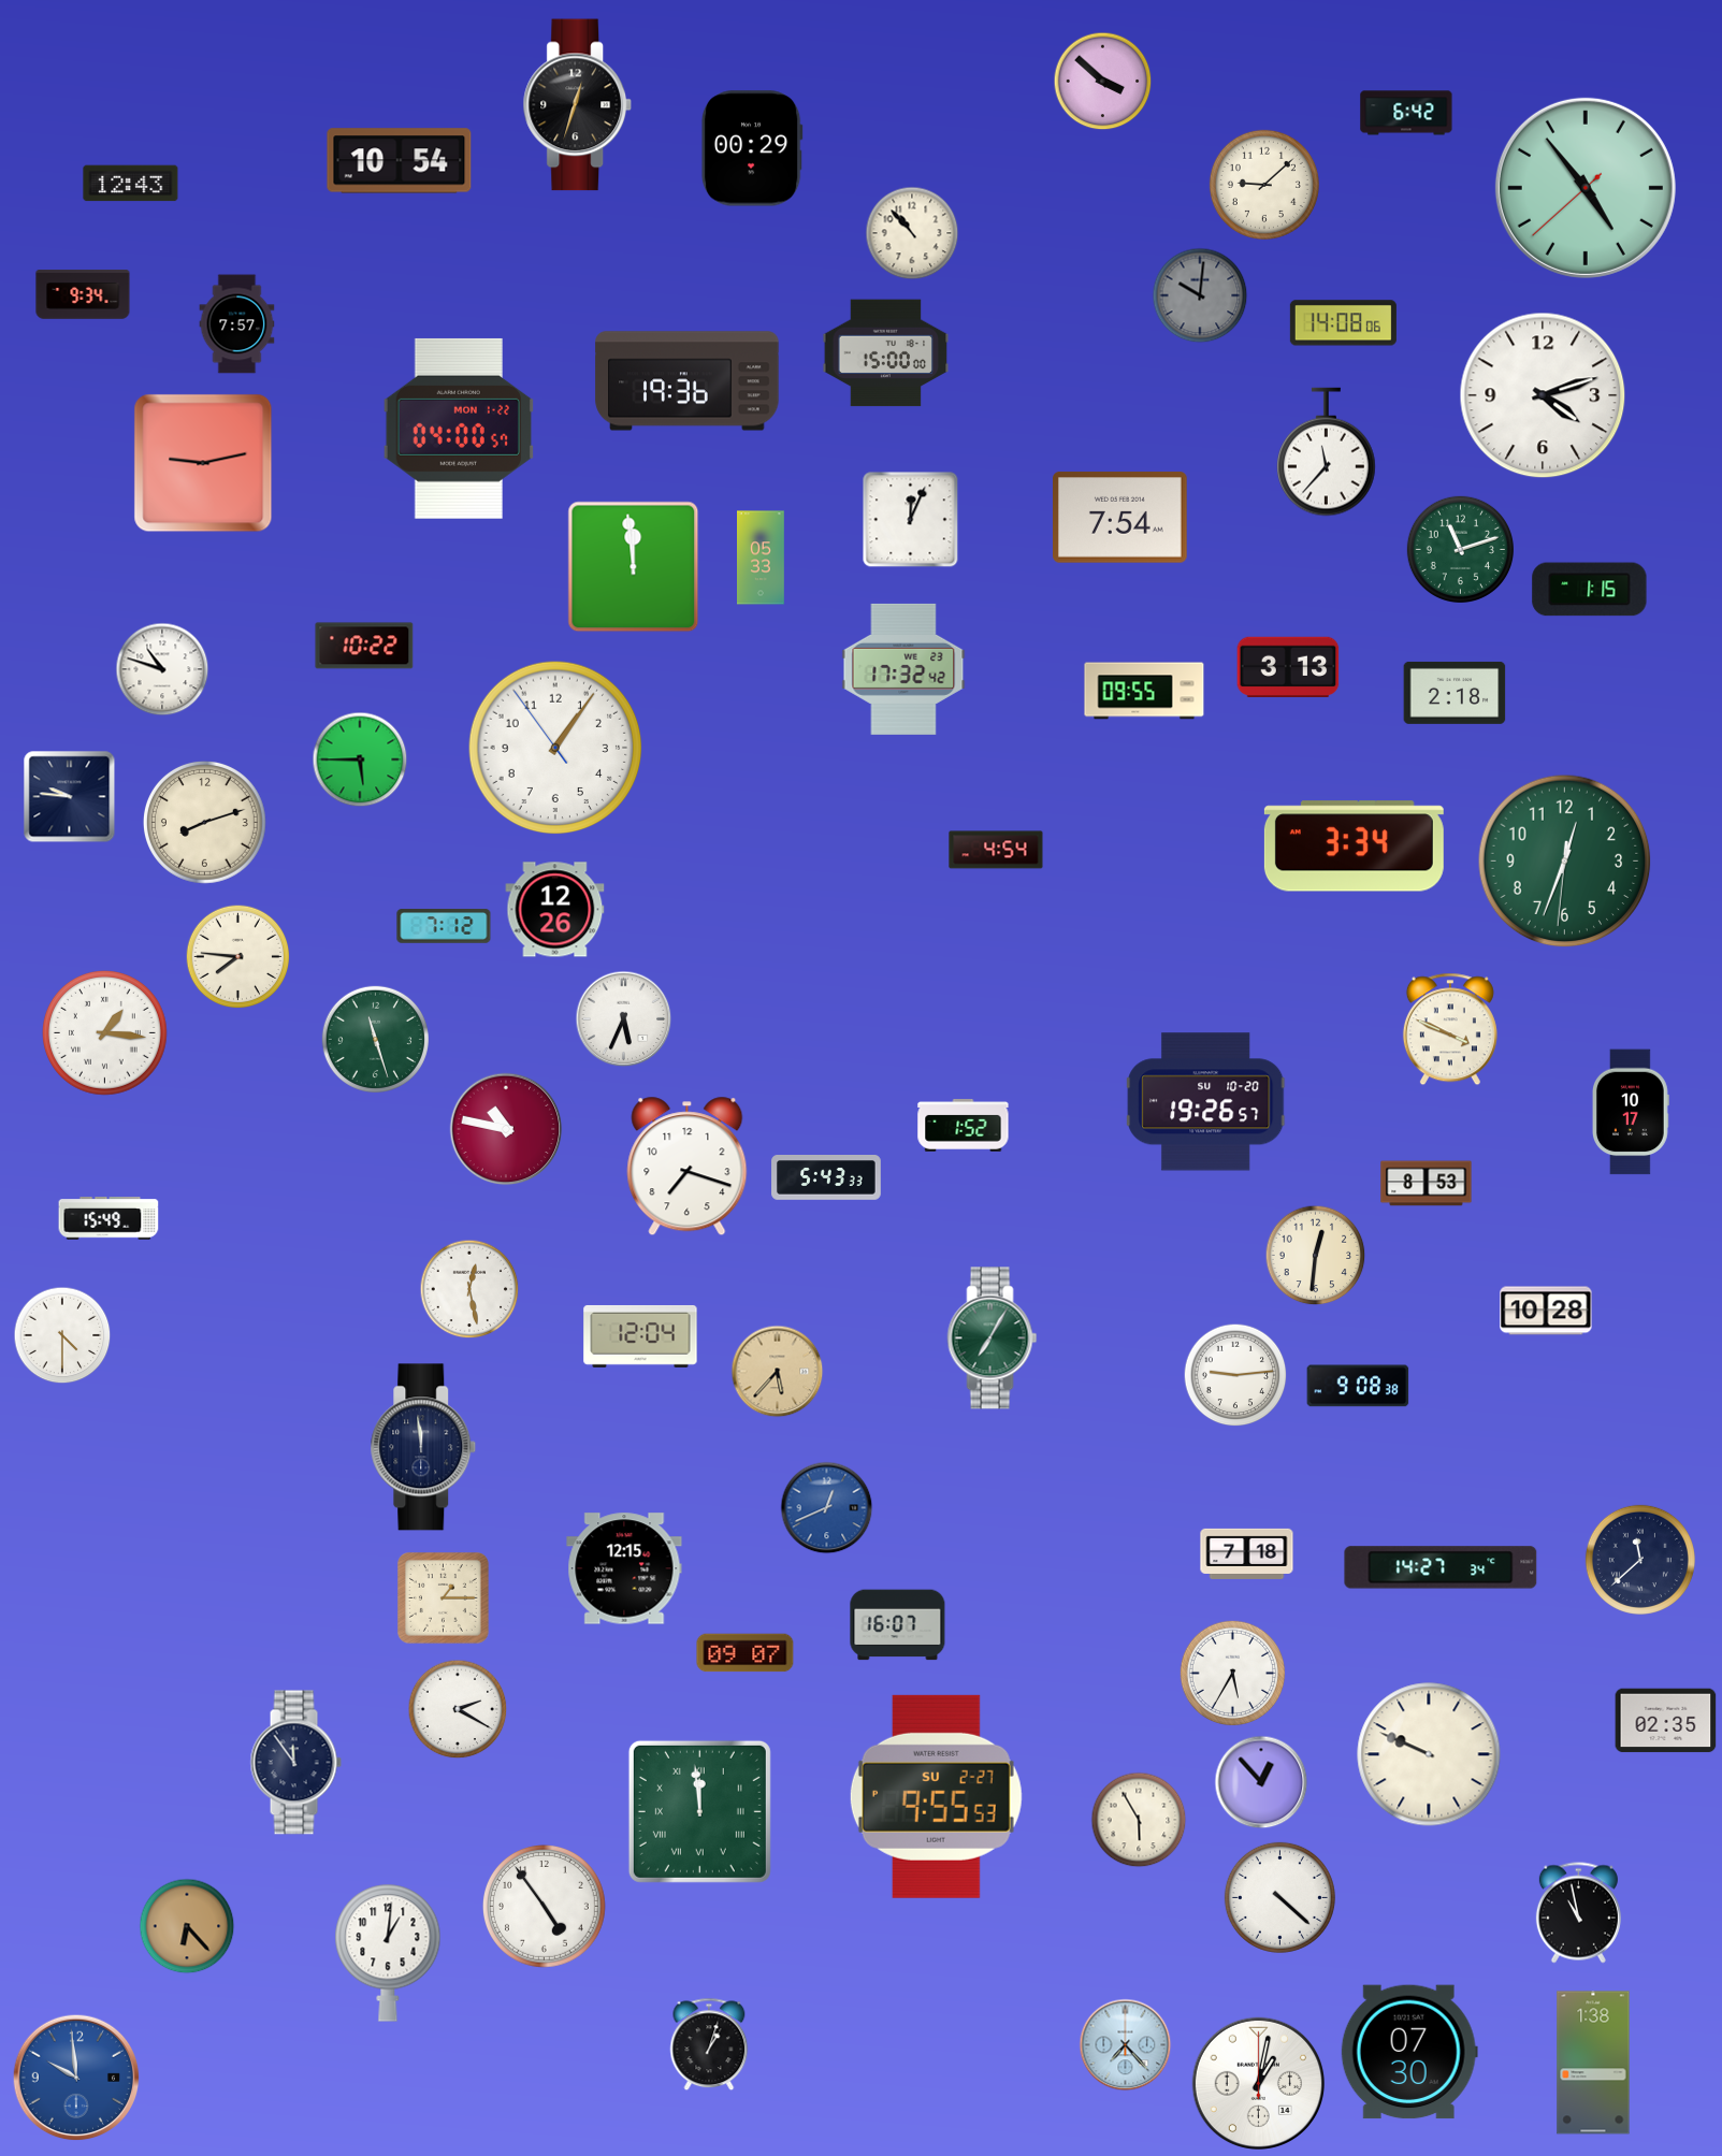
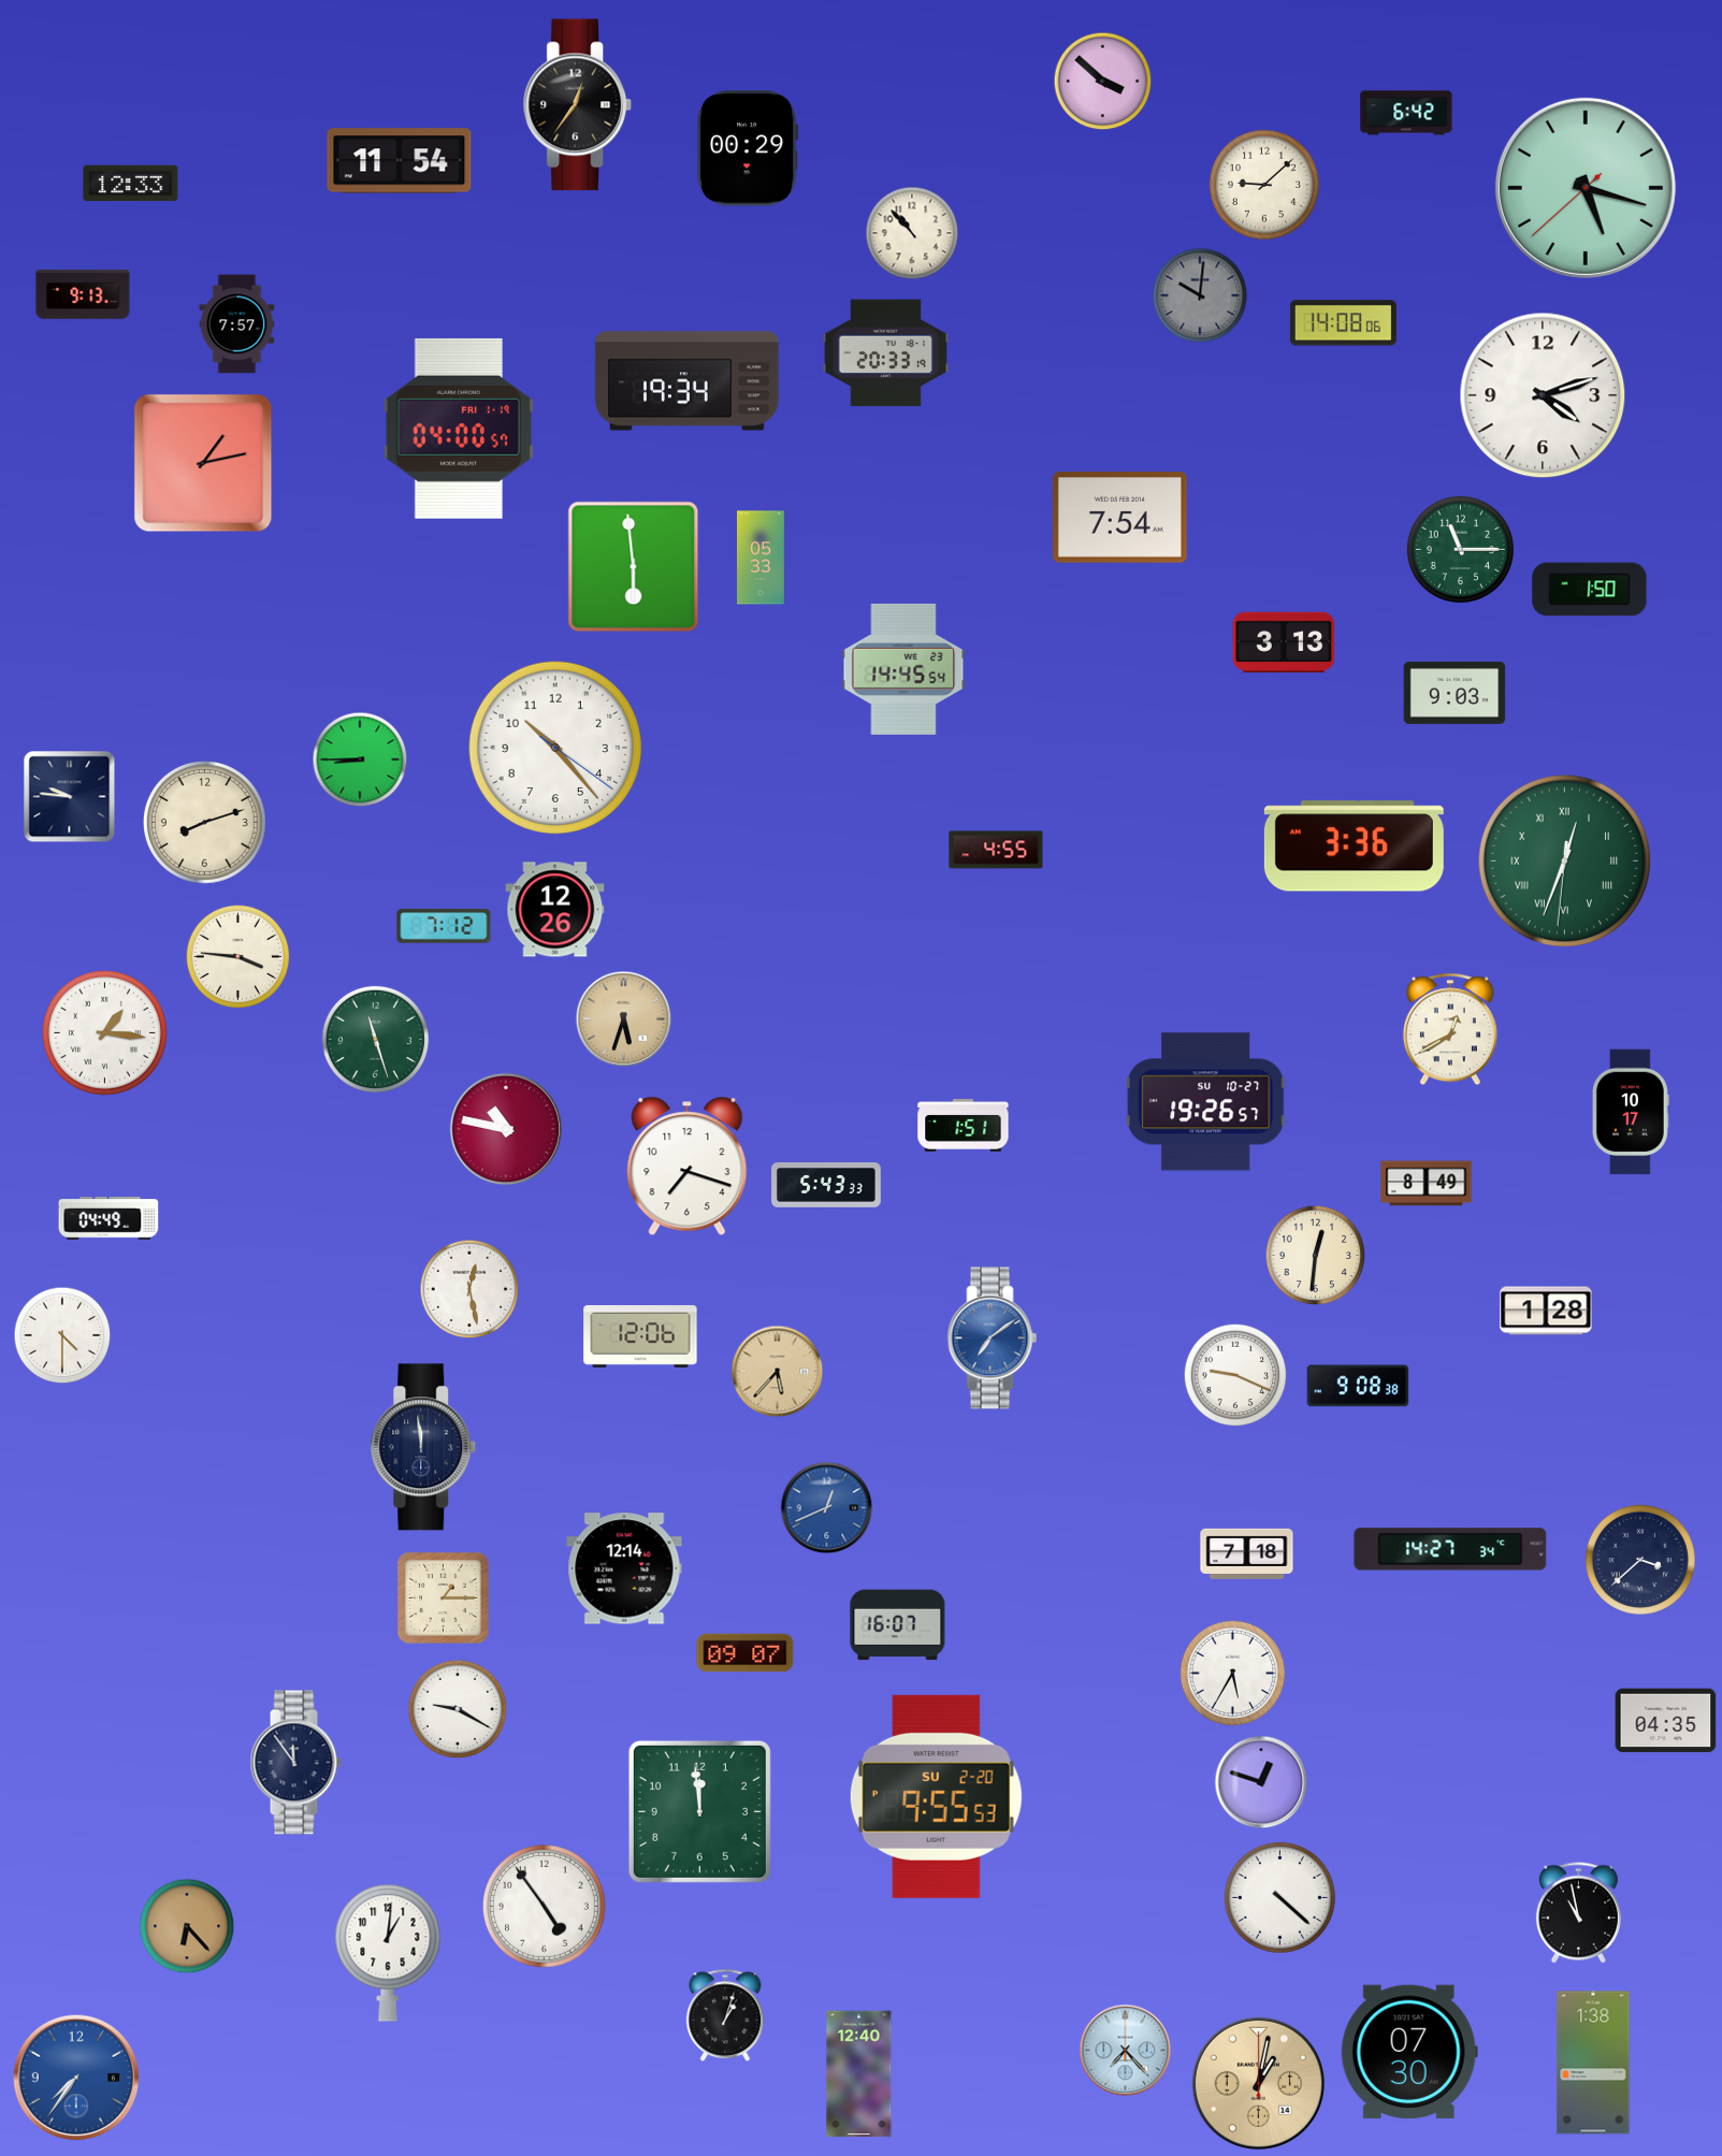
clock at (577, 105): 12:33 -> 12:36
clock at (752, 148) position: (752, 148) -> (748, 148)
clock at (400, 161): 10:54 -> 11:54
clock at (131, 184): 12:43 -> 12:33
clock at (1586, 188): 4:53 -> 5:17
clock at (83, 294): 9:34 -> 9:13
clock at (886, 353): 15:00 -> 20:33
clock at (688, 381): 19:36 -> 19:34
clock at (459, 429) date: MON 1-22 -> FRI 1-19
clock at (1327, 452): 11:37 -> none
clock at (203, 463): 9:13 -> 1:13
clock at (911, 520): 12:04 -> none
clock at (1460, 549): 11:12 -> 11:15
clock at (634, 567): 11:59 -> 5:59
clock at (1590, 590): 1:15 -> 1:50
clock at (364, 646): 10:22 -> none
clock at (1288, 666) position: (1288, 666) -> (1284, 641)
clock at (162, 669): 10:48 -> none
clock at (903, 669): 17:32 -> 14:45
clock at (1144, 691): 09:55 -> none
clock at (1455, 693): 2:18 -> 9:03
clock at (555, 748): 1:05 -> 10:23
clock at (360, 759): 5:45 -> 8:45
clock at (1354, 847): 3:34 -> 3:36
clock at (996, 850): 4:54 -> 4:55
clock at (1565, 862) numerals: Arabic -> Roman
clock at (238, 957): 7:46 -> 3:46
clock at (624, 1019): 5:34 -> 5:33
clock at (624, 1019) dial: white -> champagne
clock at (1450, 1029): 3:49 -> 12:40
clock at (1206, 1102) date: SU 10-20 -> SU 10-27
clock at (964, 1126): 1:52 -> 1:51
clock at (826, 1178) position: (826, 1178) -> (826, 1186)
clock at (1427, 1184): 8:53 -> 8:49
clock at (108, 1218): 15:49 -> 04:49
clock at (1546, 1311): 10:28 -> 1:28
clock at (640, 1336): 12:04 -> 12:06
clock at (993, 1339): 7:05 -> 7:09
clock at (993, 1339) dial: green -> blue
clock at (1235, 1375): 9:14 -> 9:19
clock at (1640, 1560): 11:38 -> 3:38
clock at (1441, 1567) position: (1441, 1567) -> (1450, 1549)
clock at (624, 1568): 12:15 -> 12:14
clock at (458, 1709): 2:20 -> 9:20
clock at (1666, 1721): 02:35 -> 04:35
clock at (1429, 1754): 9:49 -> none
clock at (1261, 1782): 12:53 -> 12:48
clock at (936, 1796) date: SU 2-27 -> SU 2-20
clock at (699, 1811) numerals: Roman -> Arabic
clock at (1139, 1820): 5:55 -> none
clock at (709, 2044) position: (709, 2044) -> (725, 2015)
clock at (1126, 2045) position: (1126, 2045) -> (1126, 2051)
clock at (859, 2074): none -> 12:40
clock at (76, 2078): 9:59 -> 7:36
clock at (1258, 2083) dial: white -> champagne
